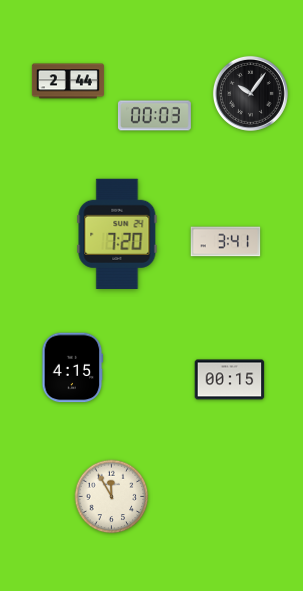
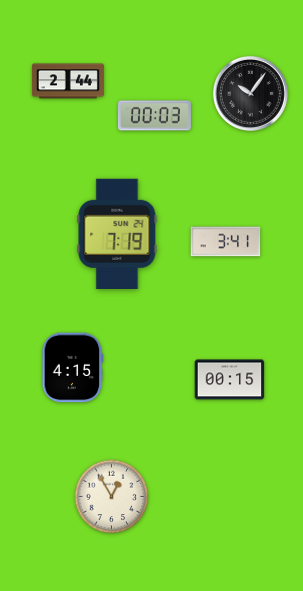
clock at (117, 234): 7:20 -> 7:19
clock at (112, 497): 11:55 -> 12:55
